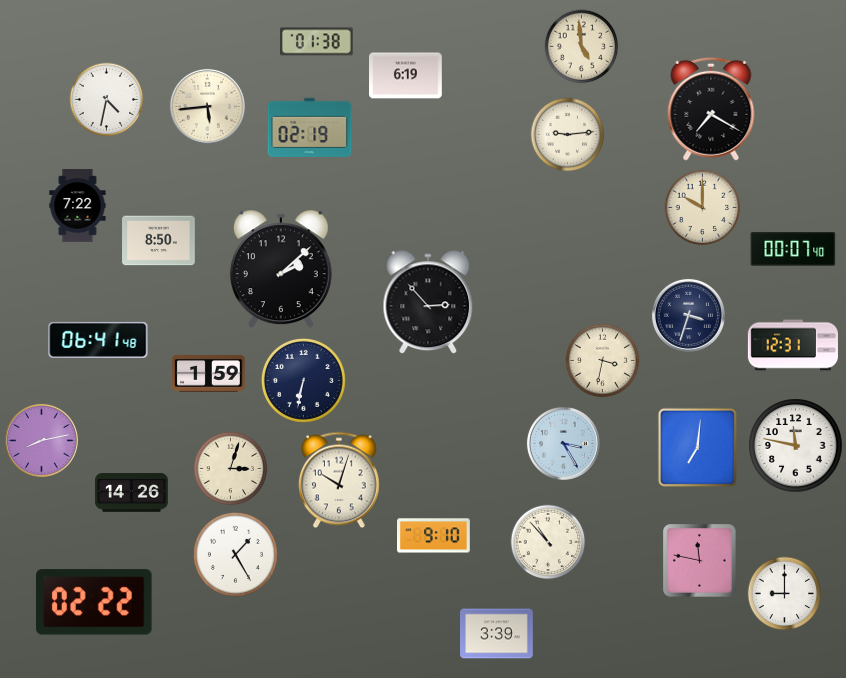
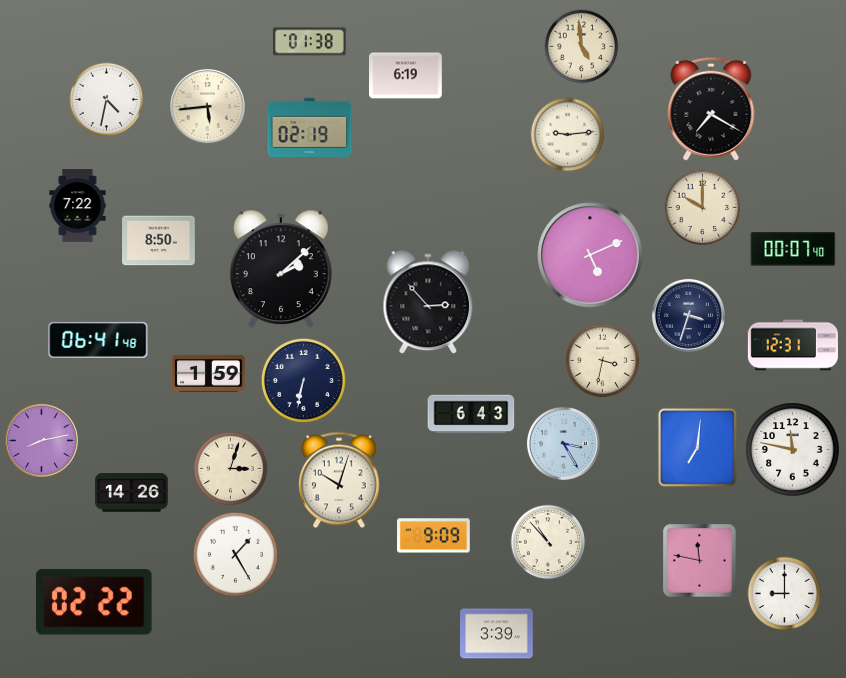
clock at (317, 42) position: (317, 42) -> (310, 42)
clock at (590, 255): none -> 5:11
clock at (471, 414): none -> 6:43
clock at (796, 446) position: (796, 446) -> (793, 450)
clock at (434, 536): 9:10 -> 9:09
